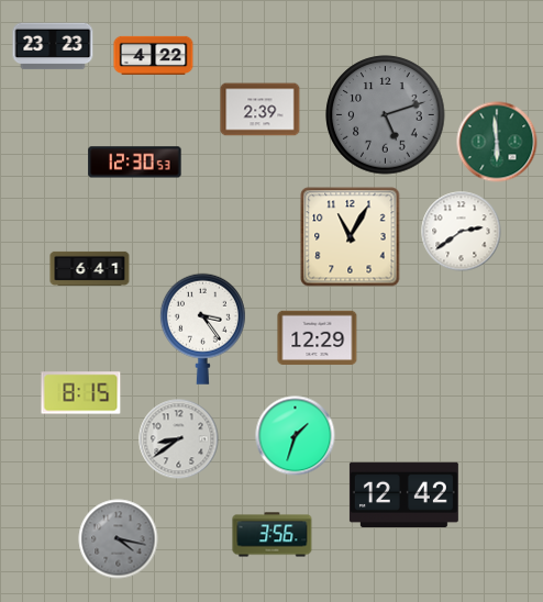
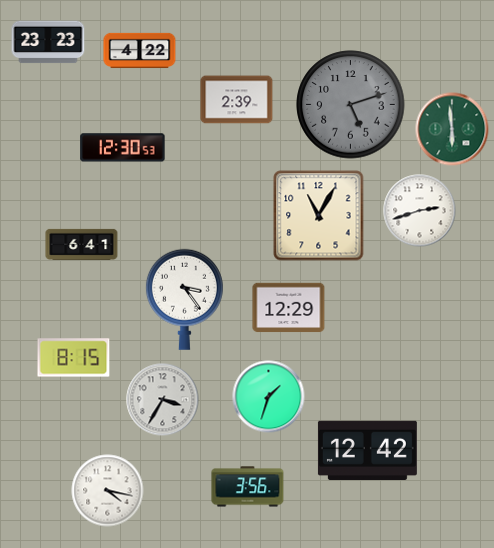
clock at (462, 232): 2:39 -> 2:42
clock at (179, 439): 8:39 -> 3:35
clock at (119, 539) dial: grey -> white
